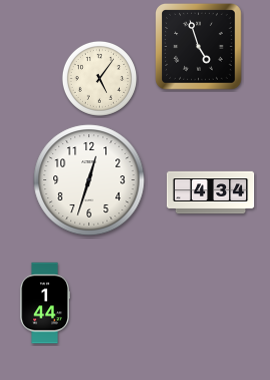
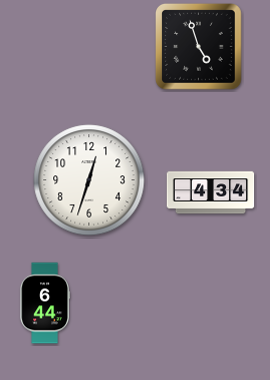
clock at (99, 78): 5:06 -> none
clock at (44, 303): 1:44 -> 6:44
